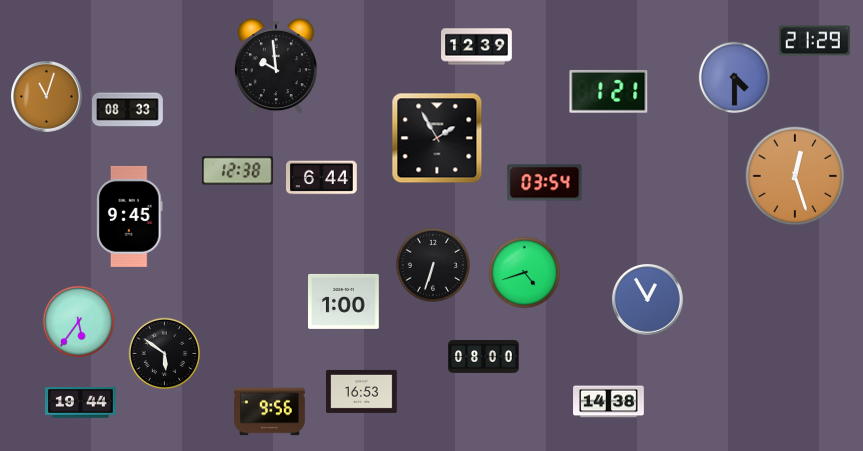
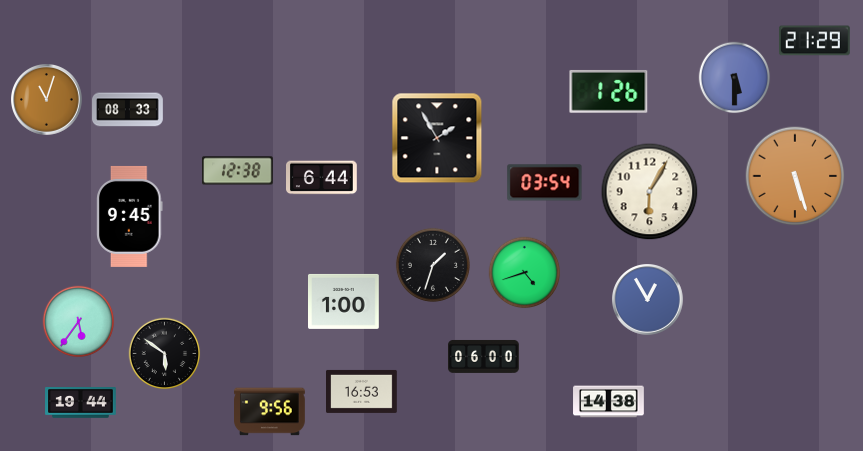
clock at (477, 47): 12:39 -> none
clock at (276, 67): 9:59 -> none
clock at (735, 78): 4:30 -> 5:30
clock at (609, 91): 1:21 -> 1:26
clock at (47, 97) position: (47, 97) -> (47, 100)
clock at (795, 176): 12:27 -> 5:27
clock at (650, 192): none -> 6:05
clock at (433, 265): 6:33 -> 1:33
clock at (484, 356): 08:00 -> 06:00
